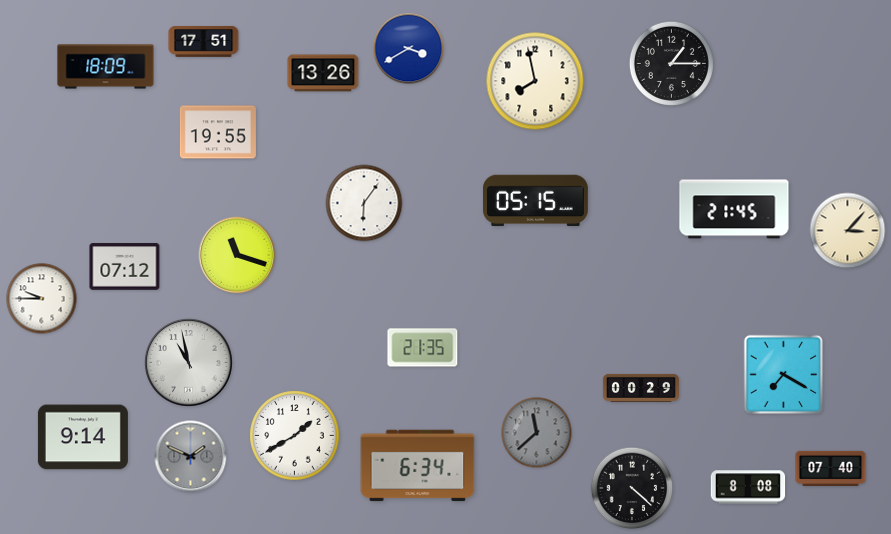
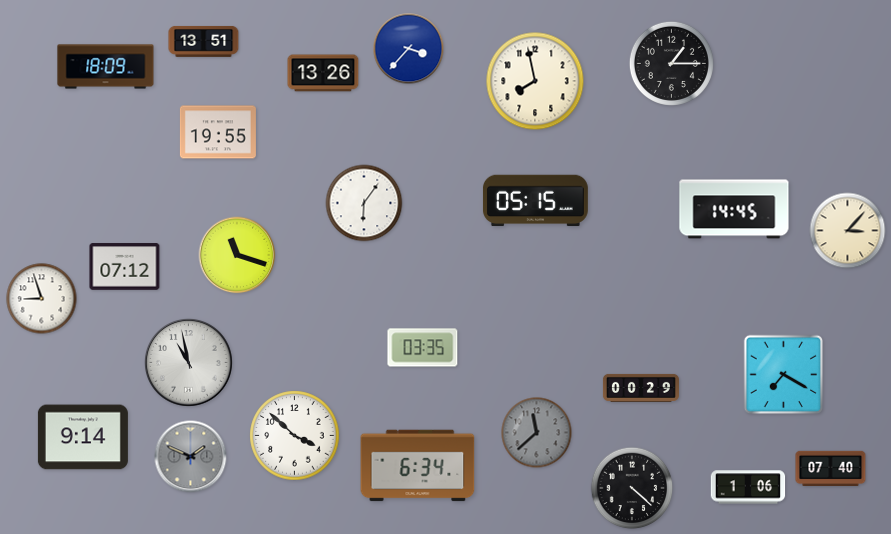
clock at (204, 41): 17:51 -> 13:51
clock at (409, 49): 3:40 -> 3:37
clock at (734, 209): 21:45 -> 14:45
clock at (42, 299): 9:45 -> 8:57
clock at (423, 348): 21:35 -> 03:35
clock at (295, 436): 1:40 -> 3:52
clock at (748, 487): 8:08 -> 1:06
